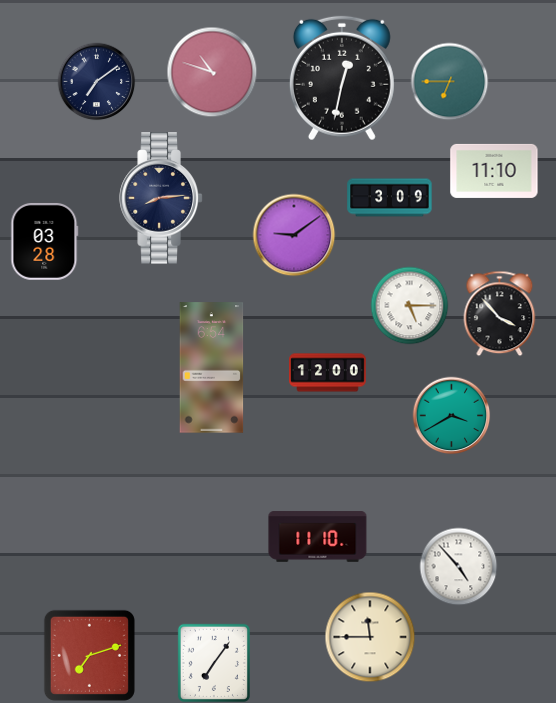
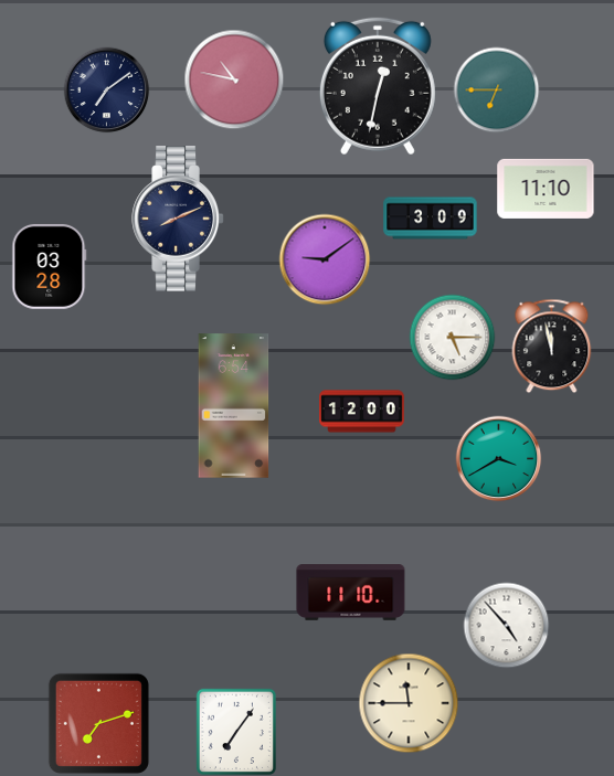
clock at (212, 72): 10:48 -> 10:47
clock at (161, 198): 8:14 -> 8:11
clock at (500, 313): 3:53 -> 11:58
